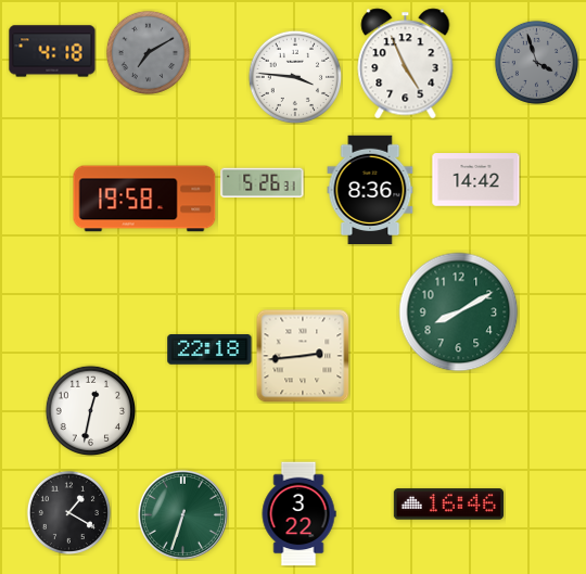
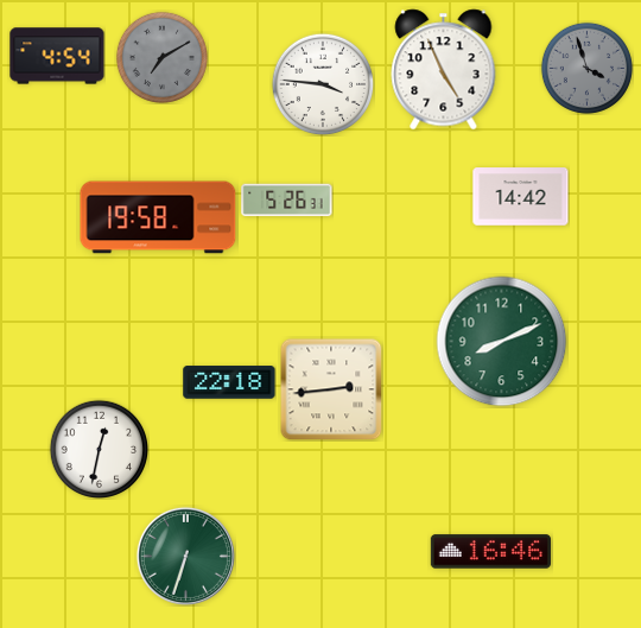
clock at (52, 51): 4:18 -> 4:54
clock at (370, 190): 8:36 -> none
clock at (459, 312): 8:10 -> 8:11
clock at (68, 512): 1:20 -> none
clock at (182, 514) position: (182, 514) -> (185, 556)
clock at (298, 514): 3:22 -> none
